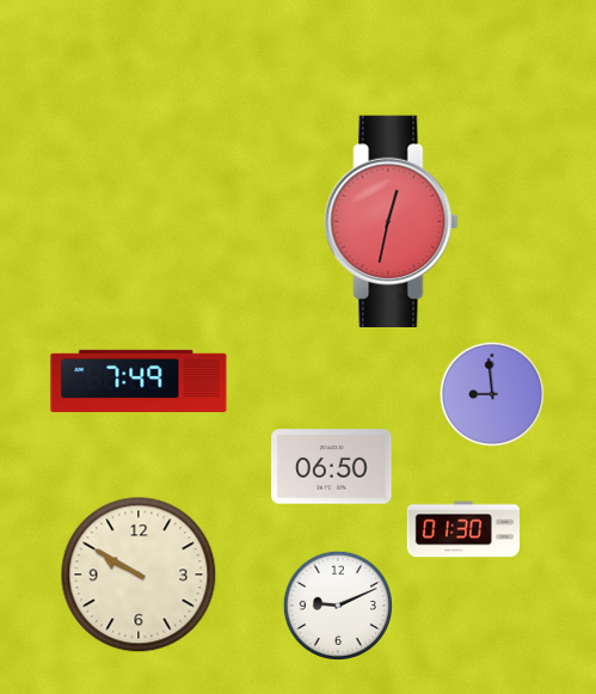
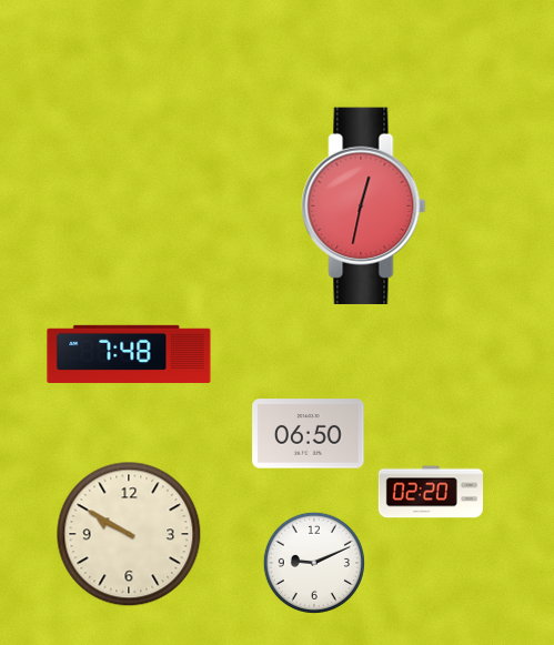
clock at (139, 380): 7:49 -> 7:48
clock at (492, 394): 8:59 -> none
clock at (463, 529): 01:30 -> 02:20
